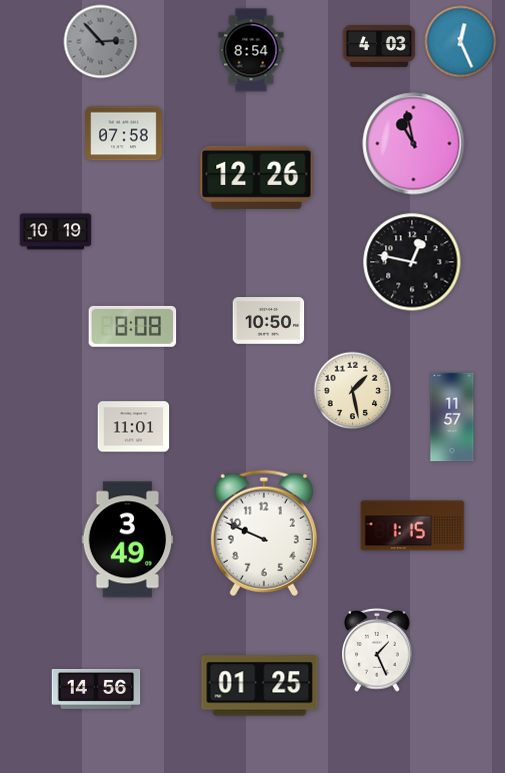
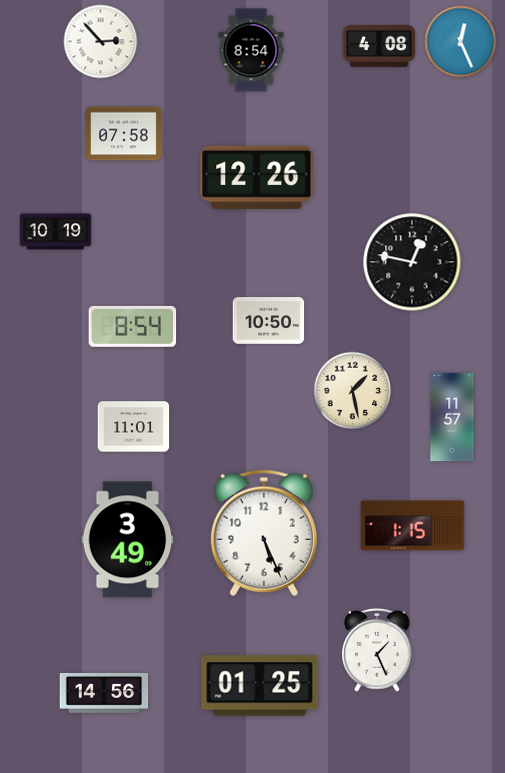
clock at (101, 42) dial: grey -> white
clock at (379, 46): 4:03 -> 4:08
clock at (414, 144): 10:58 -> none
clock at (133, 326): 8:08 -> 8:54
clock at (264, 533): 9:49 -> 5:26
clock at (96, 689) position: (96, 689) -> (104, 693)
